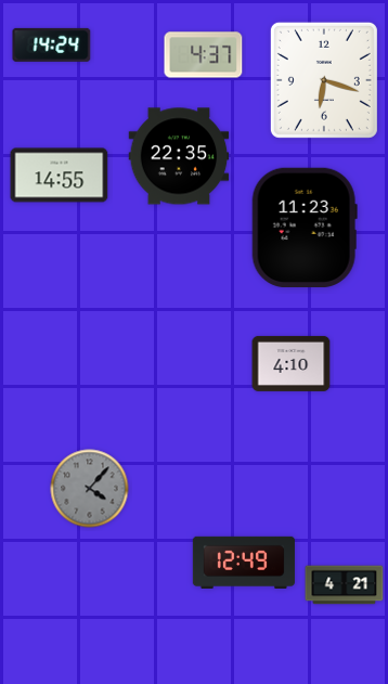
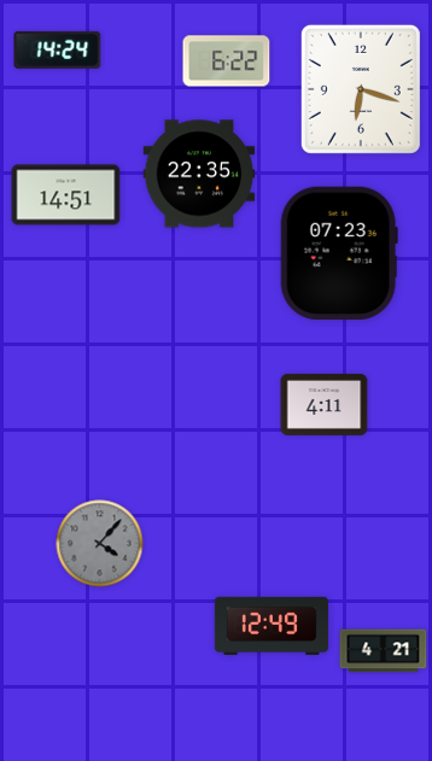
clock at (204, 55): 4:37 -> 6:22
clock at (60, 176): 14:55 -> 14:51
clock at (305, 227): 11:23 -> 07:23
clock at (292, 363): 4:10 -> 4:11
